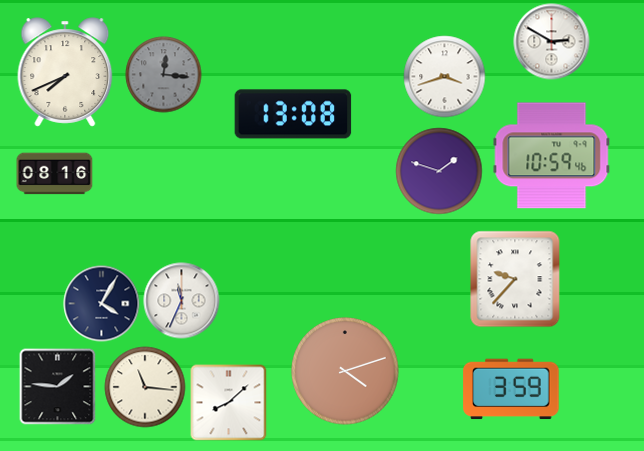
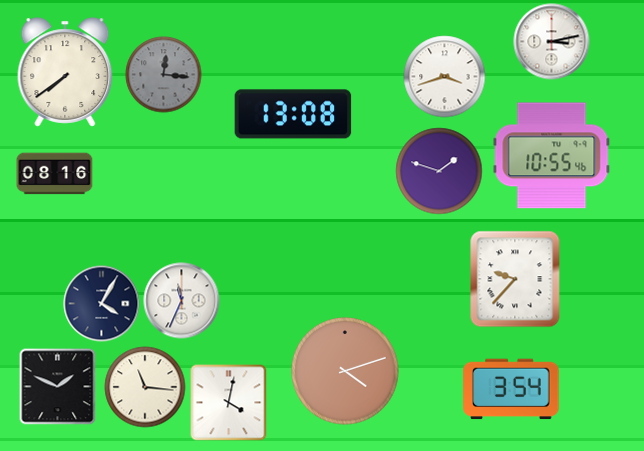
clock at (552, 42): 2:50 -> 3:13
clock at (65, 72): 7:41 -> 7:39
clock at (552, 156): 10:59 -> 10:55
clock at (58, 387): 1:46 -> 1:49
clock at (511, 389): 3:59 -> 3:54
clock at (229, 403): 8:08 -> 4:02
